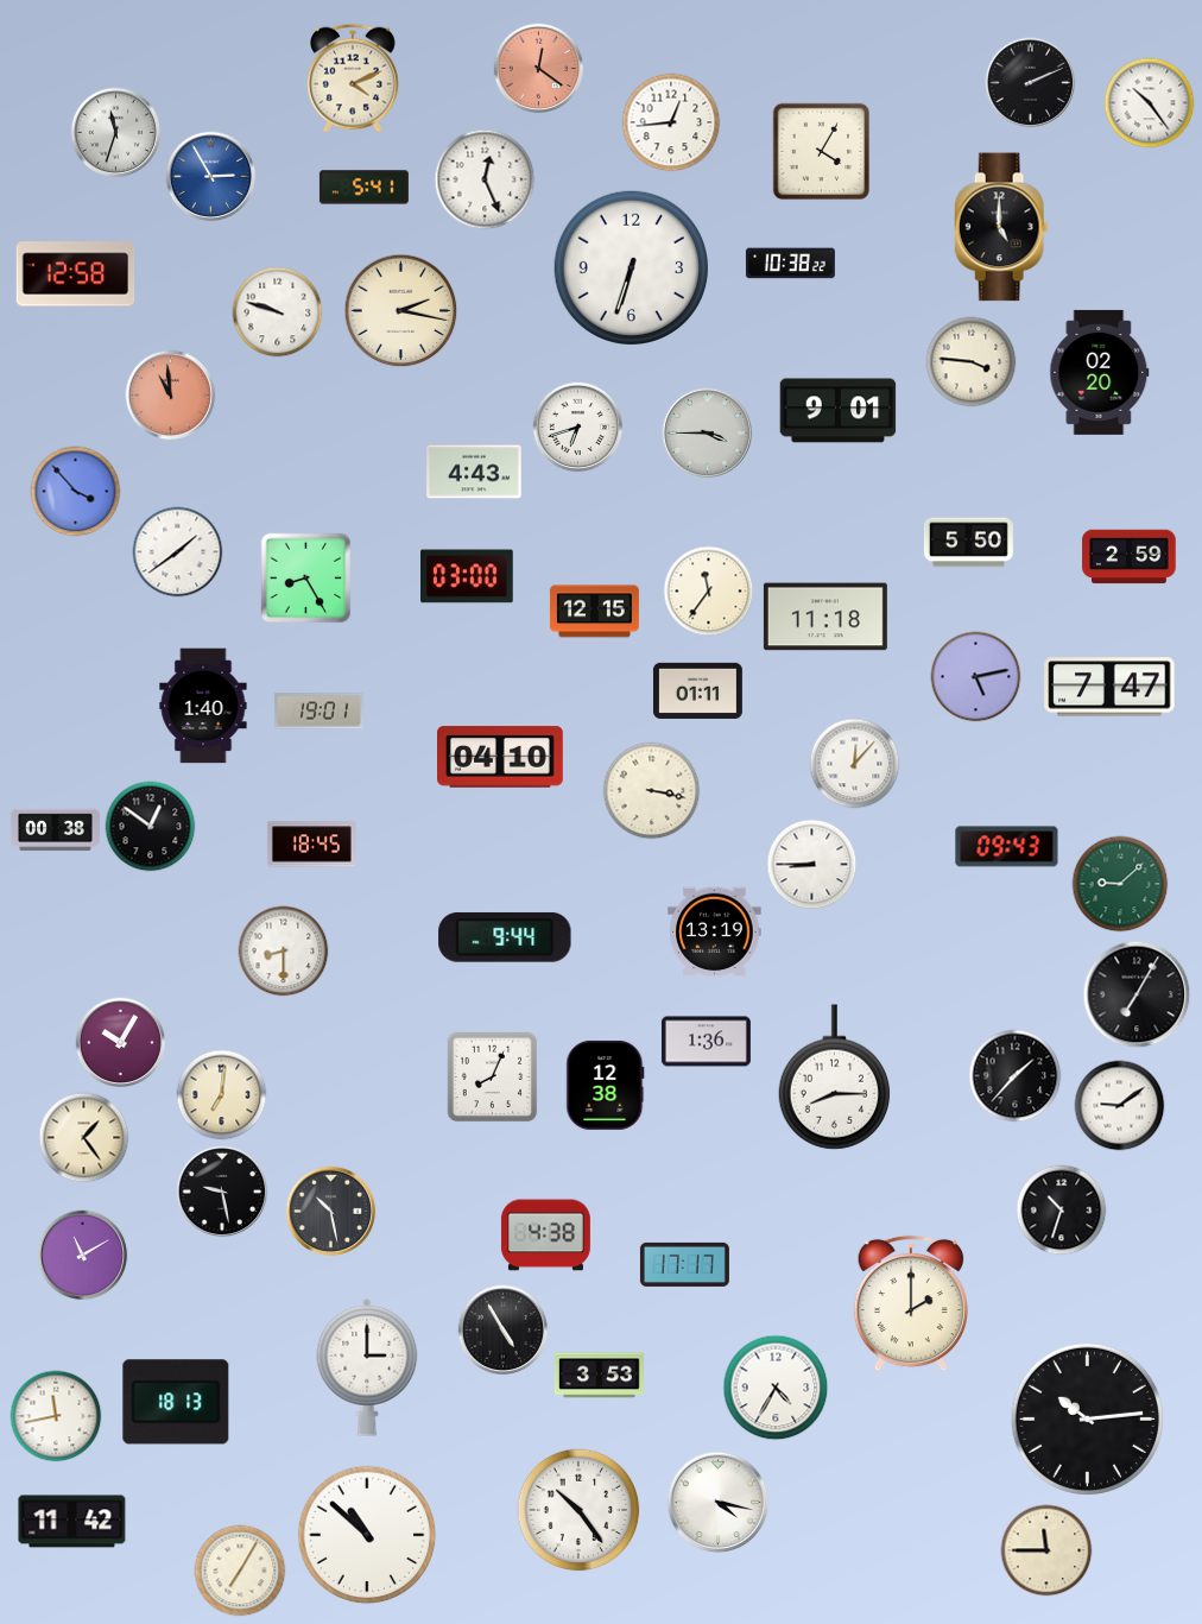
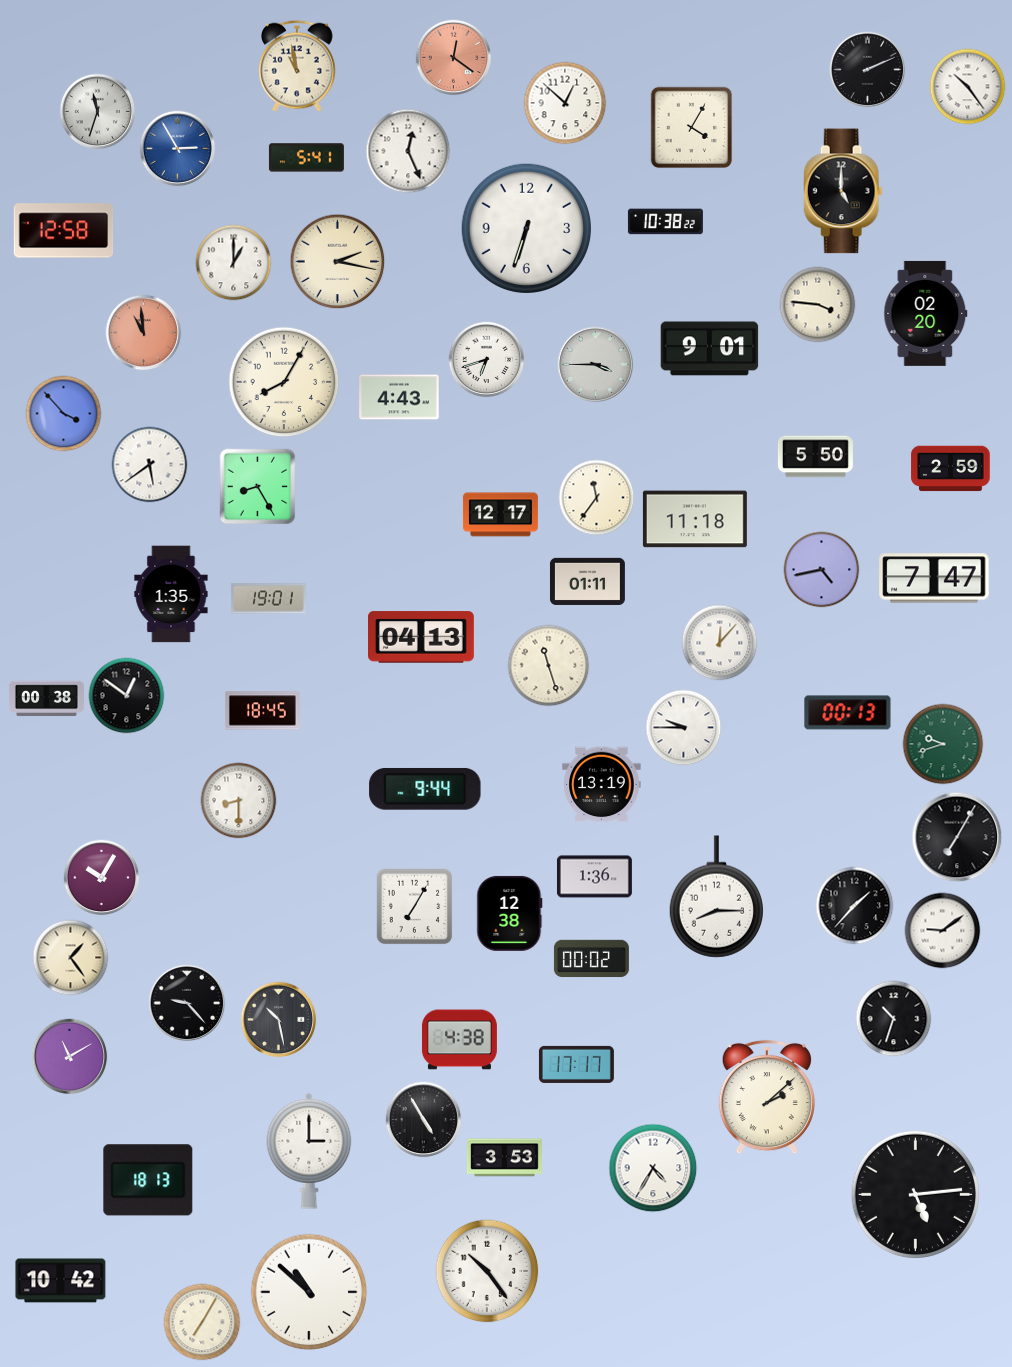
clock at (354, 78): 4:11 -> 10:58
clock at (671, 122): 12:44 -> 12:52
clock at (631, 267) position: (631, 267) -> (526, 228)
clock at (278, 312): 9:48 -> 1:00
clock at (839, 411) position: (839, 411) -> (710, 349)
clock at (284, 382): none -> 8:05
clock at (178, 552): 1:39 -> 5:39
clock at (468, 576): 03:00 -> none
clock at (594, 612): 12:15 -> 12:17
clock at (976, 677): 5:13 -> 4:43
clock at (203, 706): 1:40 -> 1:35
clock at (501, 757): 04:10 -> 04:13
clock at (652, 791): 3:17 -> 11:27
clock at (1007, 847): 09:43 -> 00:13
clock at (812, 865): 8:45 -> 9:45
clock at (1120, 884): 9:08 -> 9:42
clock at (493, 1078): 8:04 -> 7:05
clock at (834, 1078) position: (834, 1078) -> (716, 897)
clock at (222, 1095): 7:01 -> none
clock at (591, 959): none -> 00:02
clock at (222, 1192): 9:28 -> 9:23
clock at (911, 1303): 2:00 -> 2:08
clock at (56, 1416): 11:43 -> none
clock at (1087, 1418): 10:14 -> 5:14
clock at (719, 1503): 4:17 -> none
clock at (72, 1522): 11:42 -> 10:42
clock at (1046, 1550): 11:45 -> none
